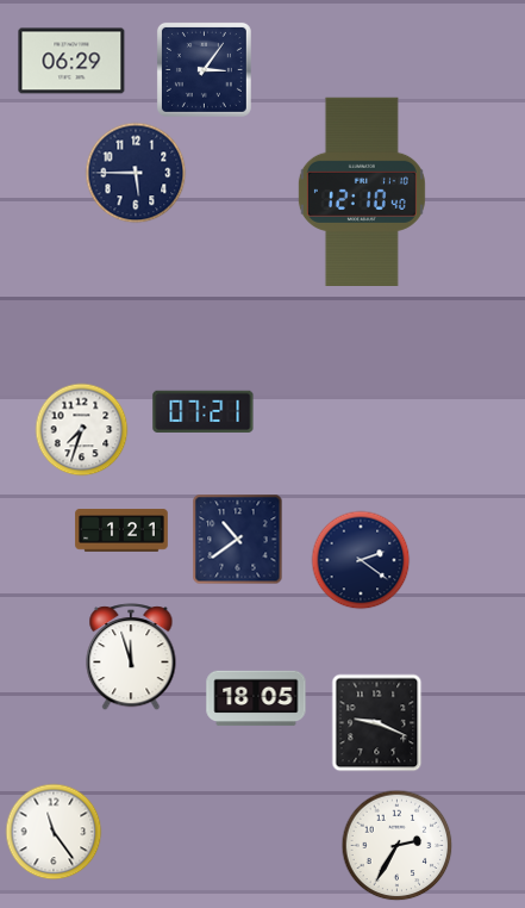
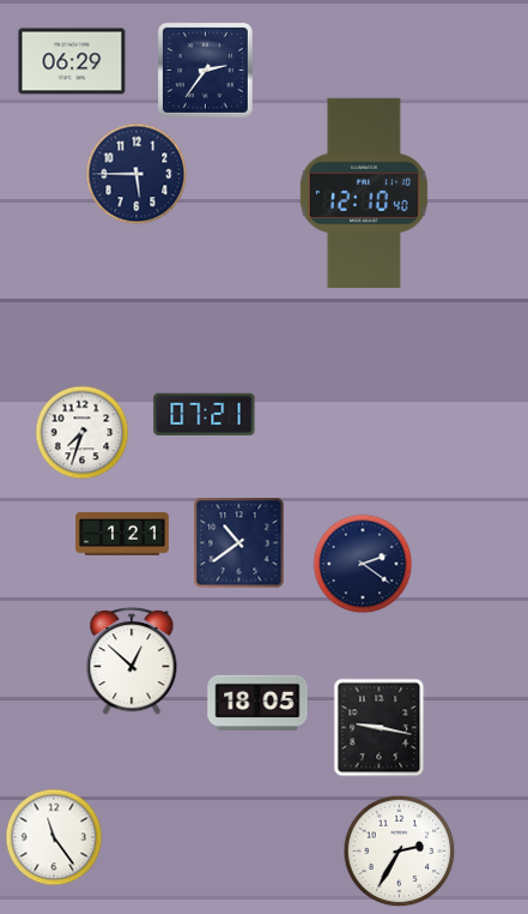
clock at (204, 69): 3:06 -> 2:36
clock at (131, 658): 11:57 -> 12:52
clock at (377, 723): 9:19 -> 9:17
